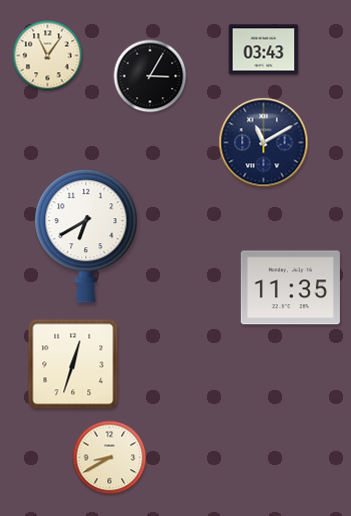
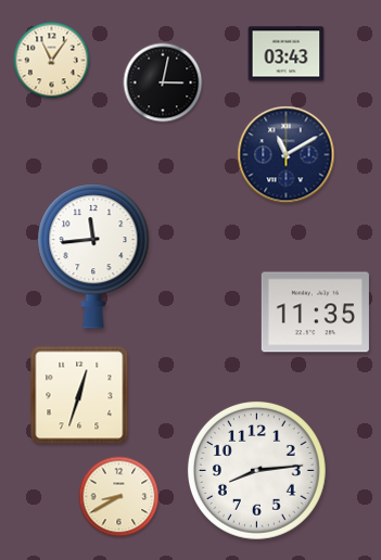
clock at (150, 76): 3:05 -> 3:02
clock at (86, 236): 6:40 -> 11:44
clock at (256, 470): none -> 8:14
